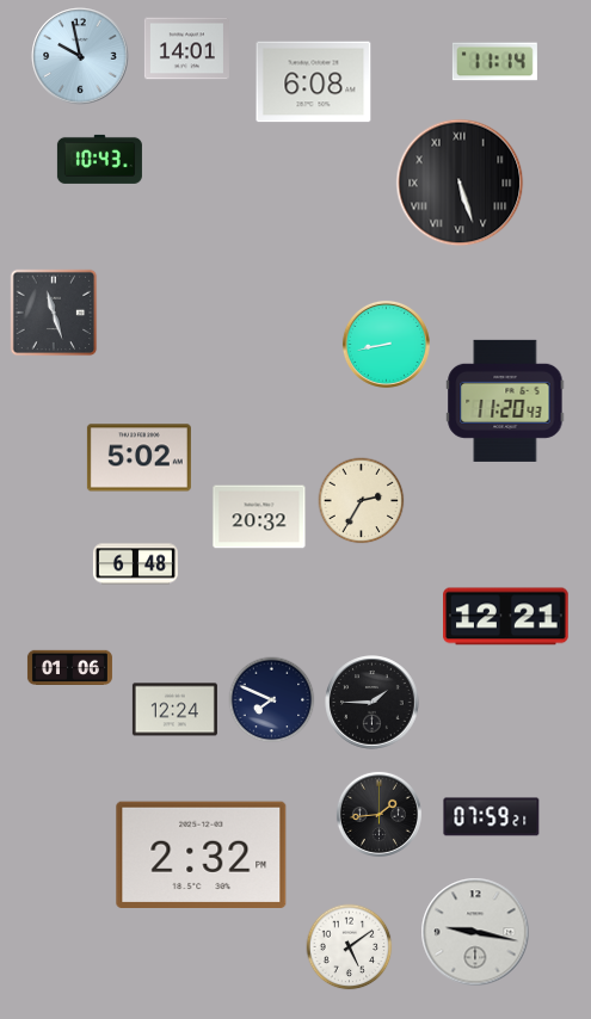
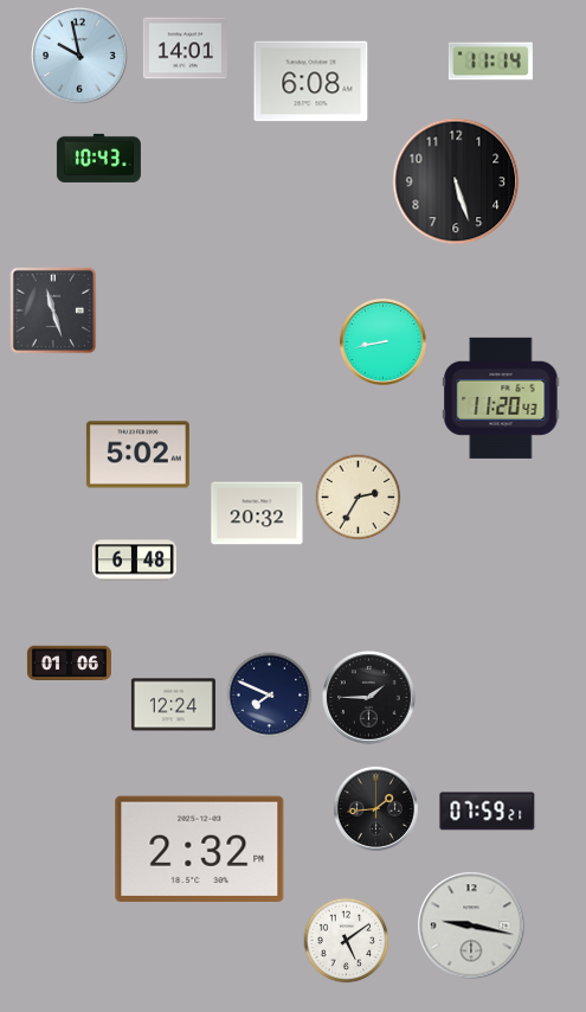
clock at (460, 183) numerals: Roman -> Arabic
clock at (506, 617): 12:21 -> none
